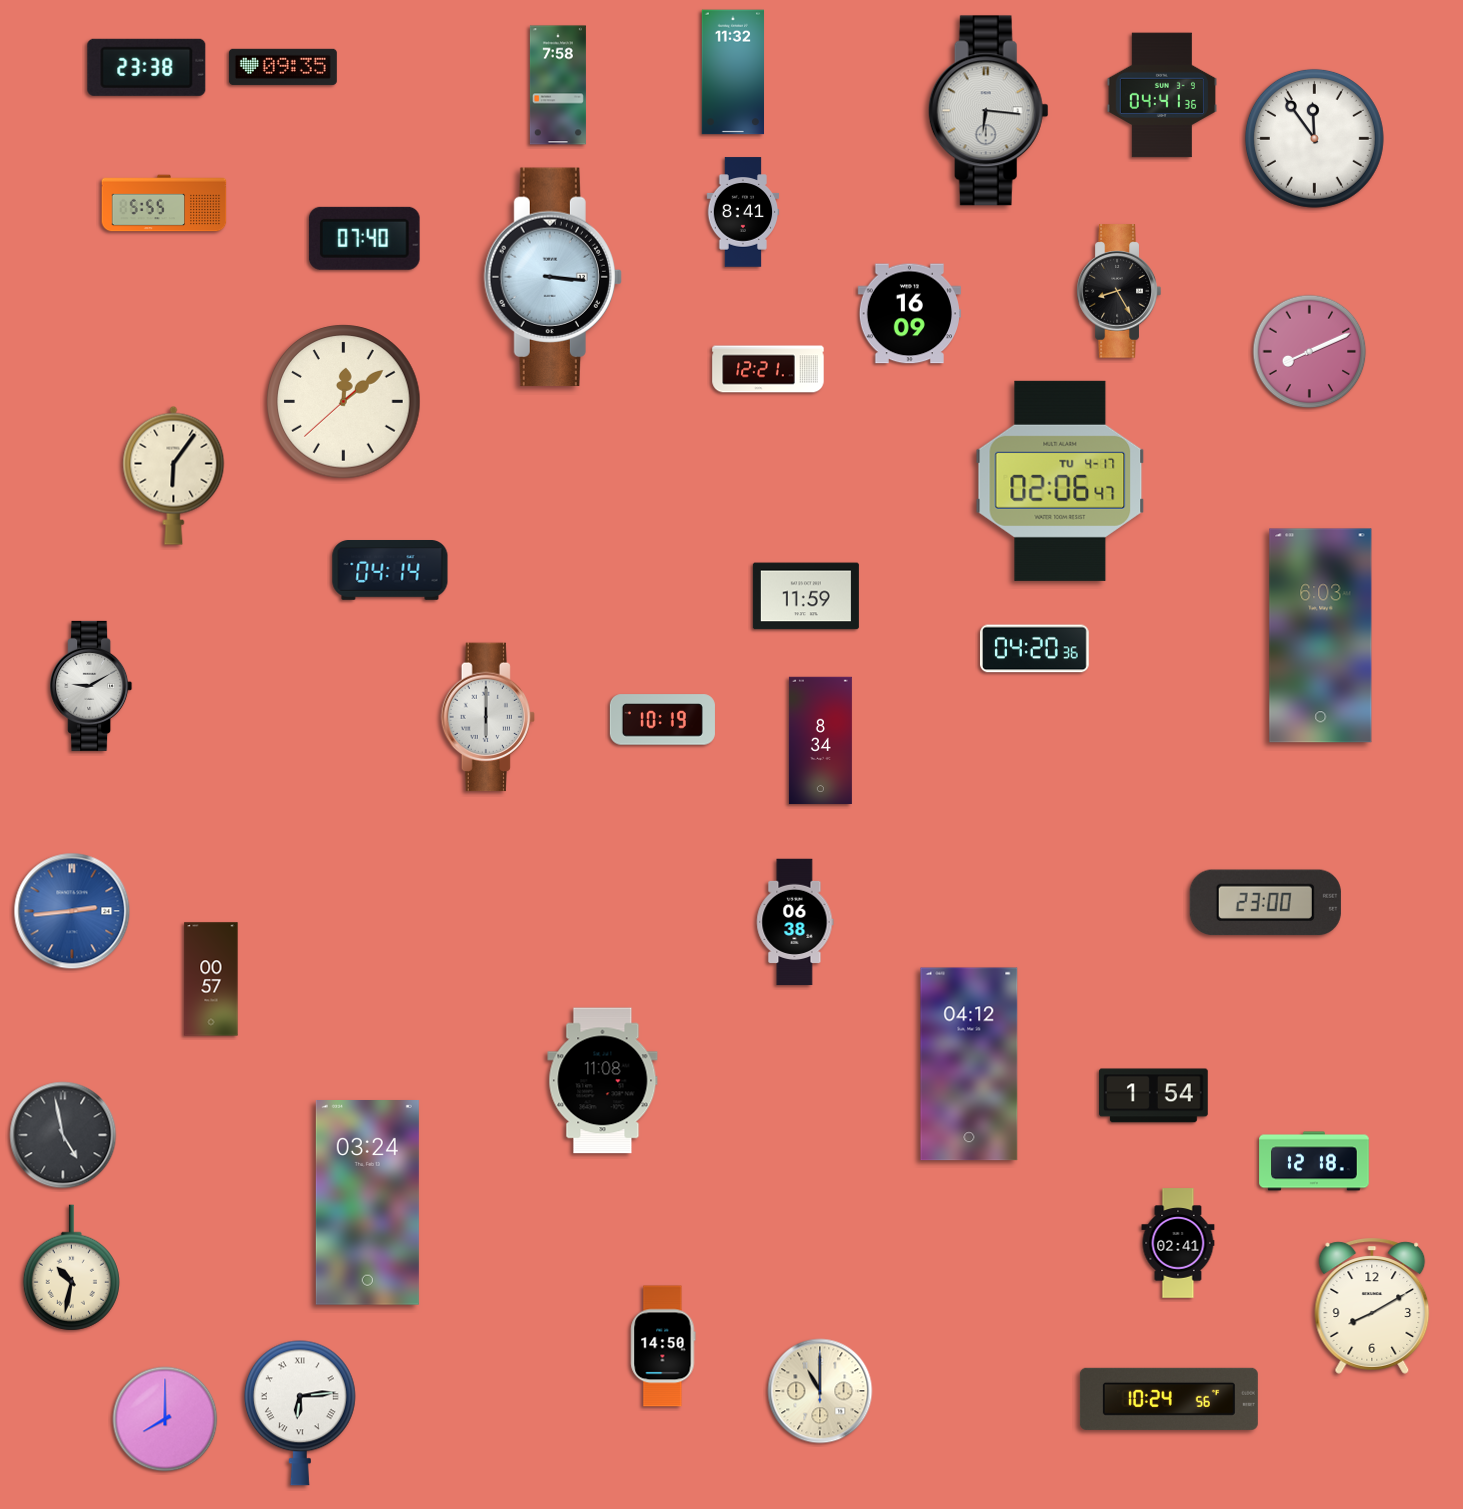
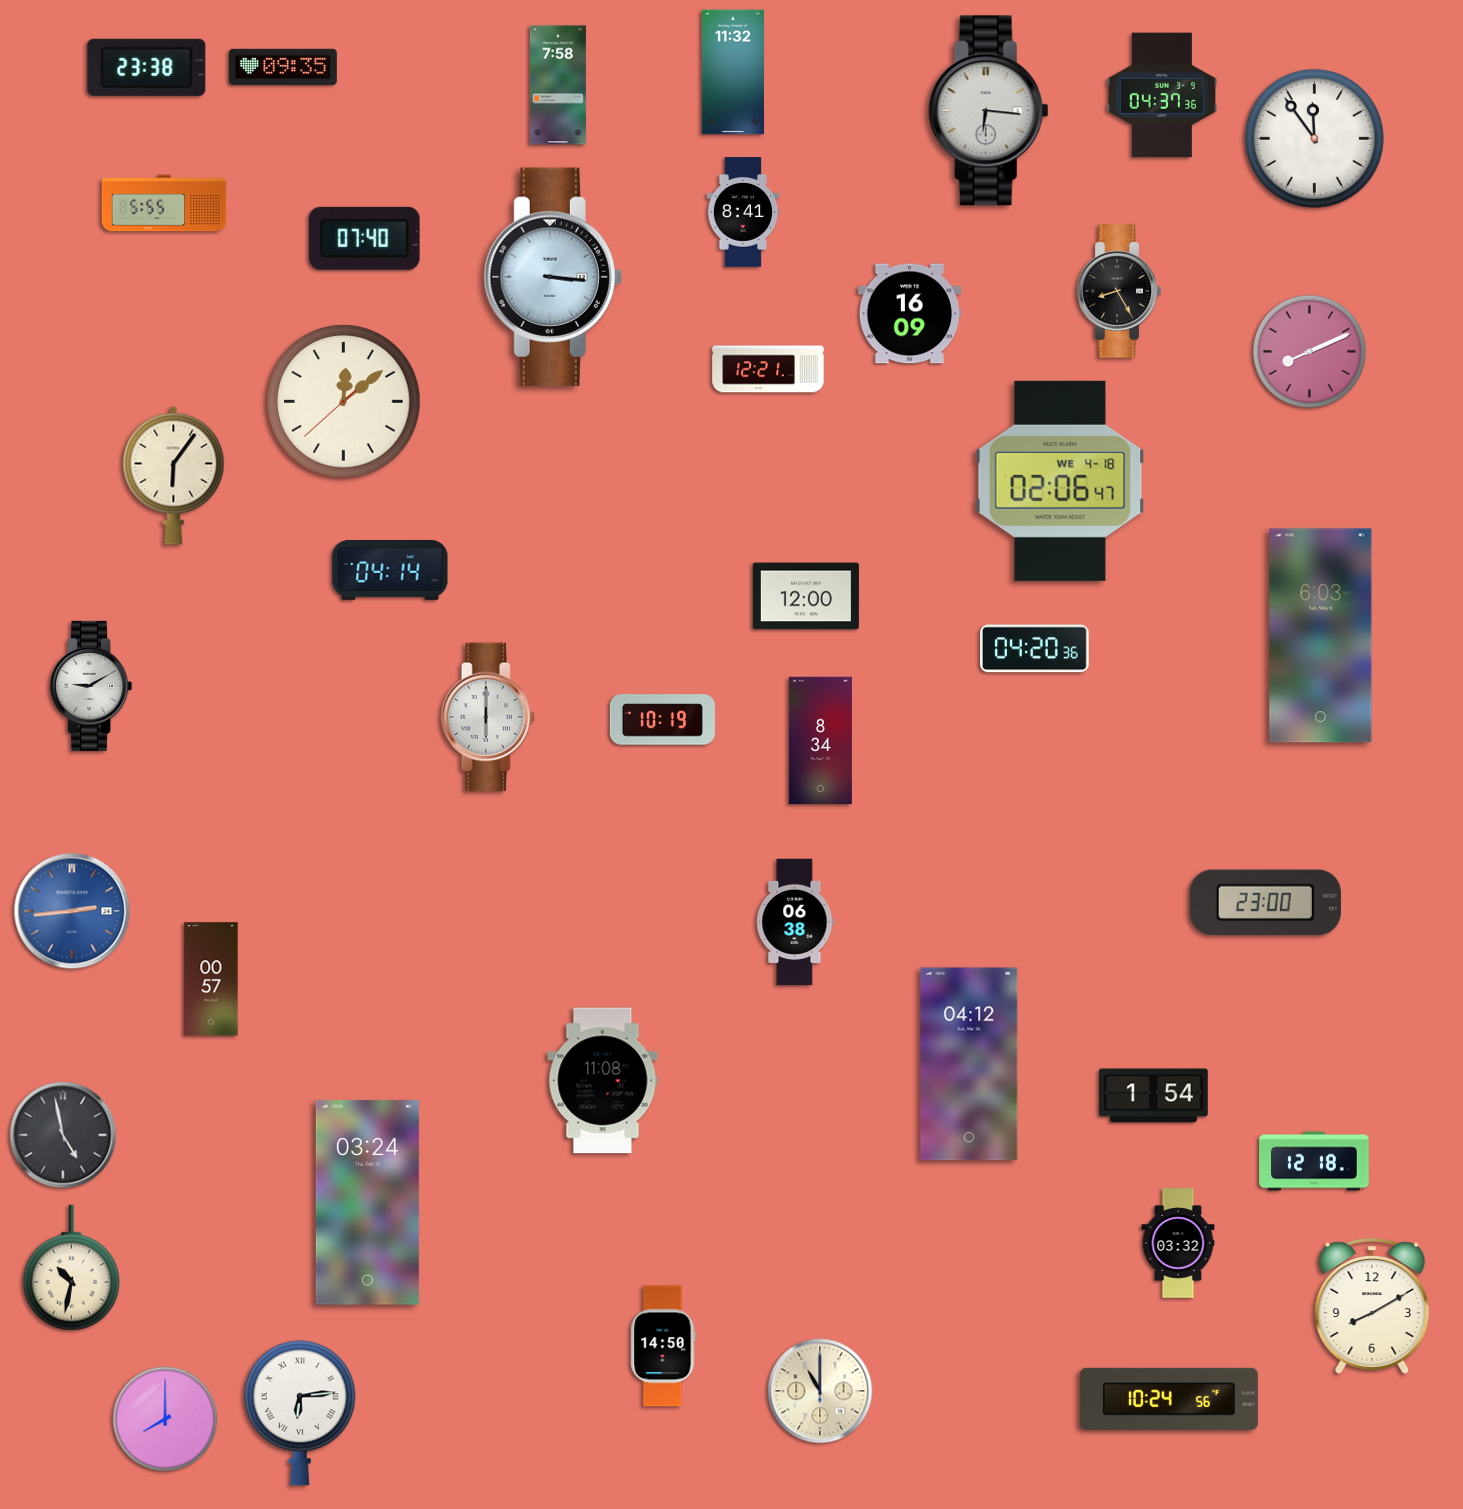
clock at (1161, 95): 04:41 -> 04:37
clock at (1060, 481) date: TU 4-17 -> WE 4-18
clock at (806, 596): 11:59 -> 12:00
clock at (1178, 1243): 02:41 -> 03:32
